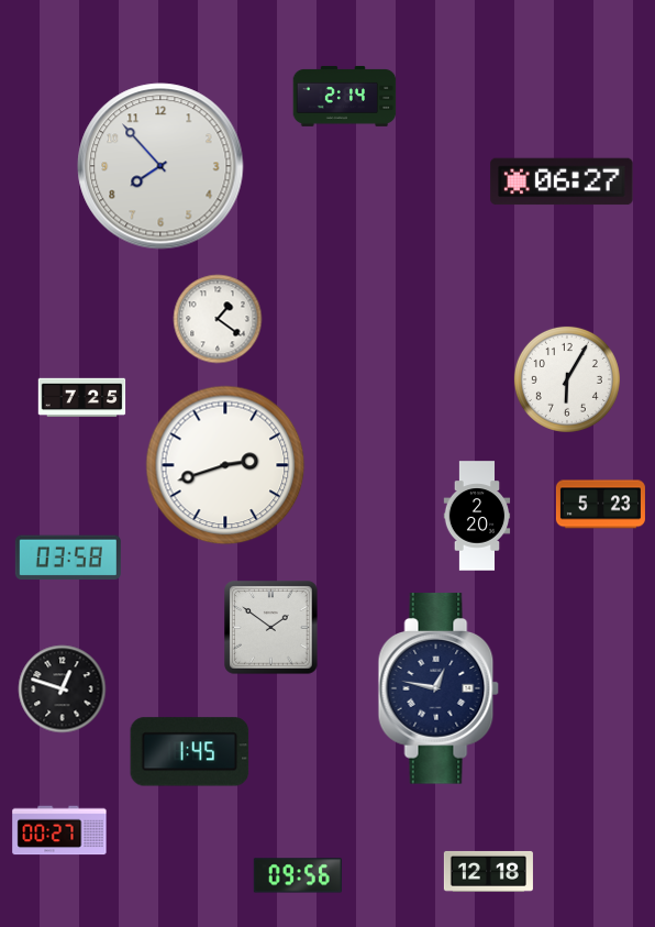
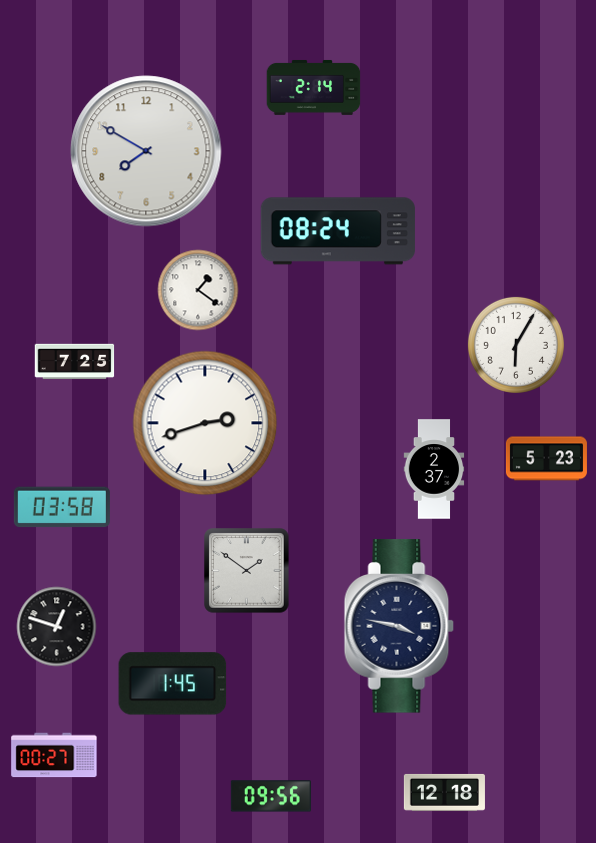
clock at (160, 166): 7:53 -> 7:50
clock at (562, 181): 06:27 -> none
clock at (338, 231): none -> 08:24
clock at (477, 516): 2:20 -> 2:37
clock at (438, 688): 12:47 -> 3:47
